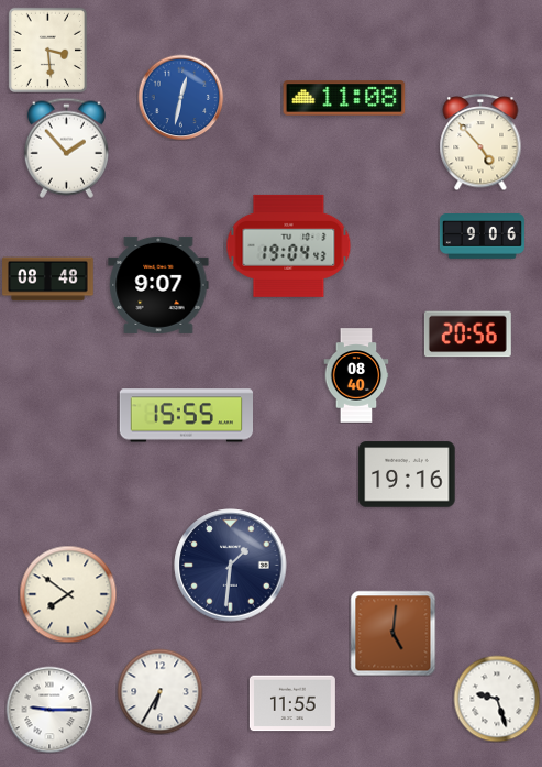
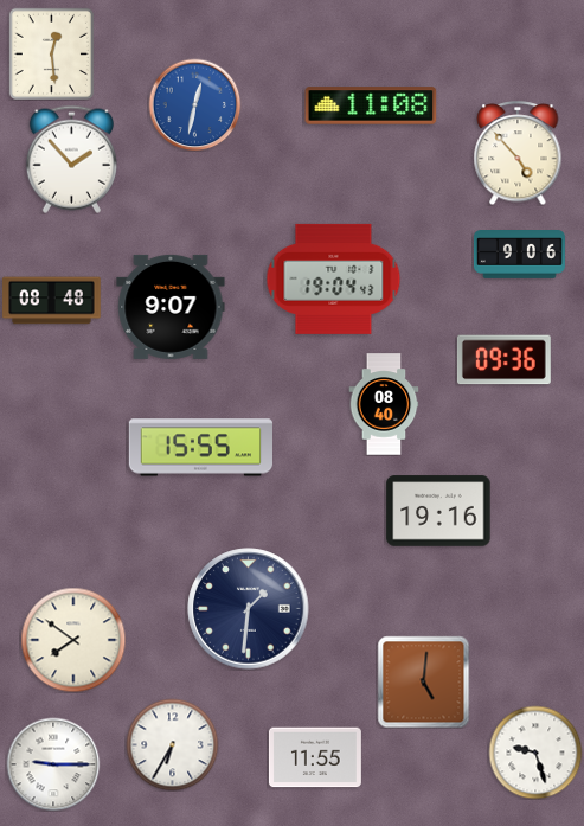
clock at (47, 50): 3:29 -> 12:29
clock at (289, 245) position: (289, 245) -> (334, 278)
clock at (467, 335): 20:56 -> 09:36
